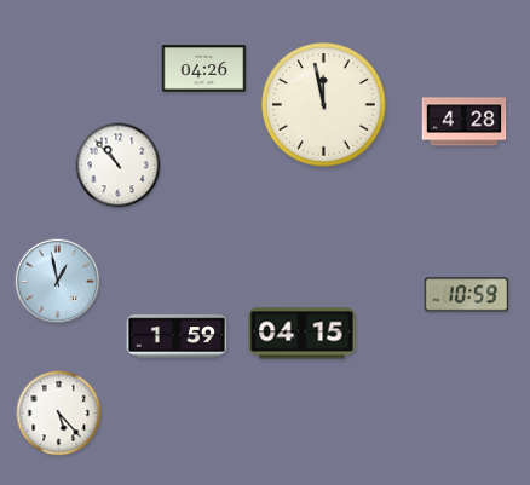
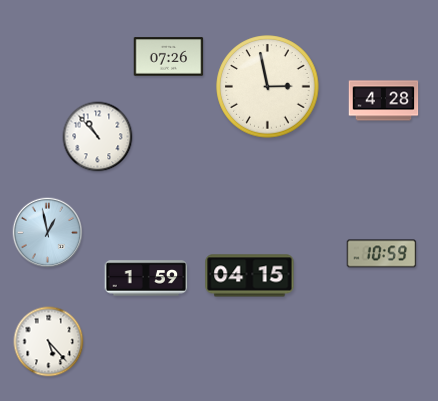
clock at (204, 69): 04:26 -> 07:26
clock at (324, 105): 11:58 -> 2:58
clock at (467, 295) position: (467, 295) -> (382, 254)
